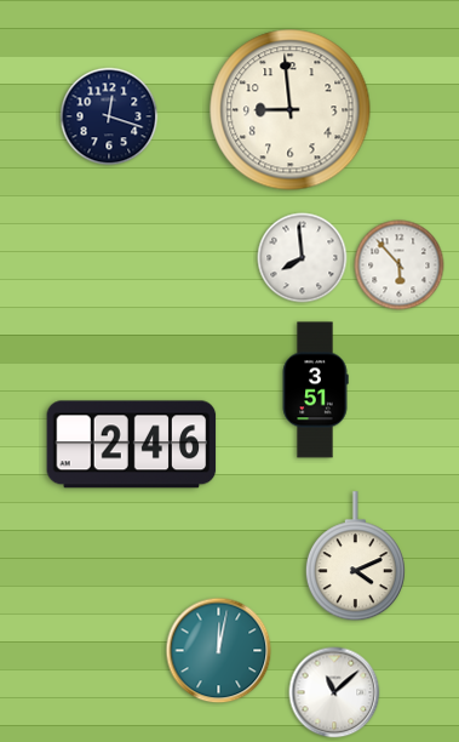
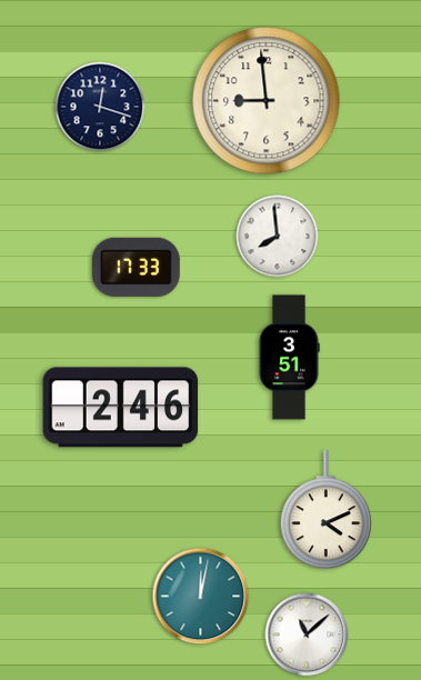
clock at (400, 266): 5:53 -> none
clock at (136, 267): none -> 17:33
